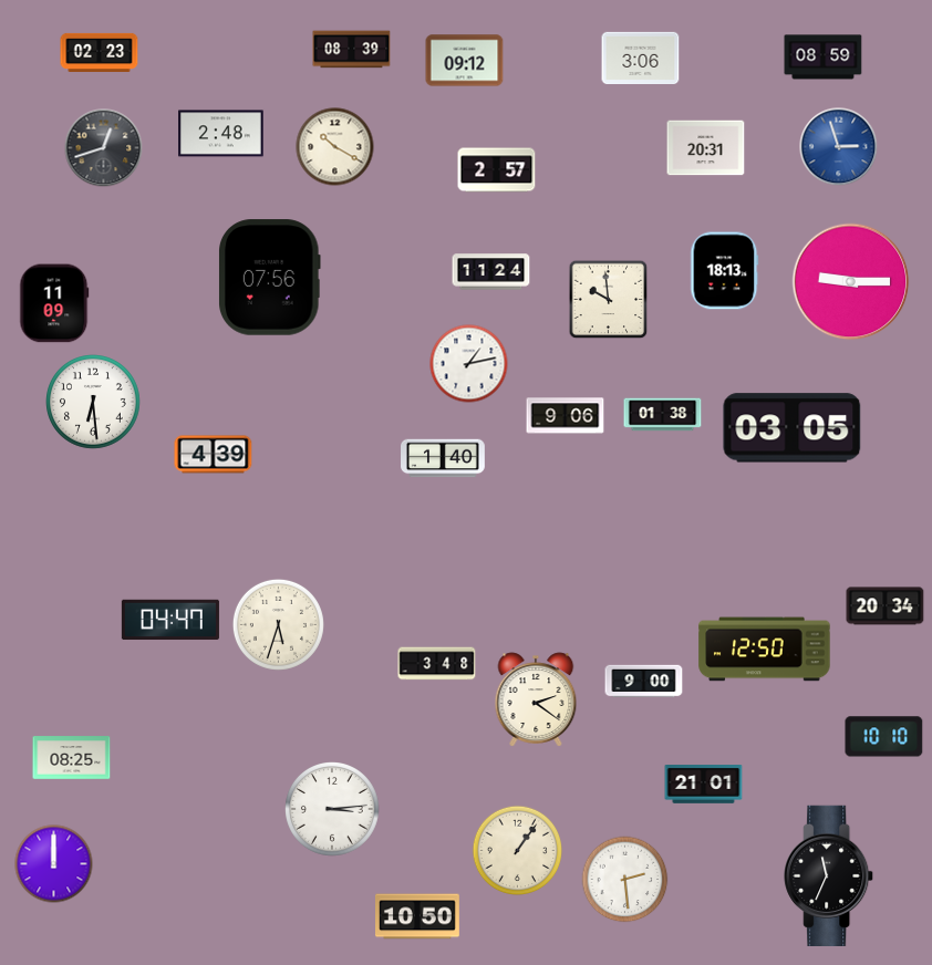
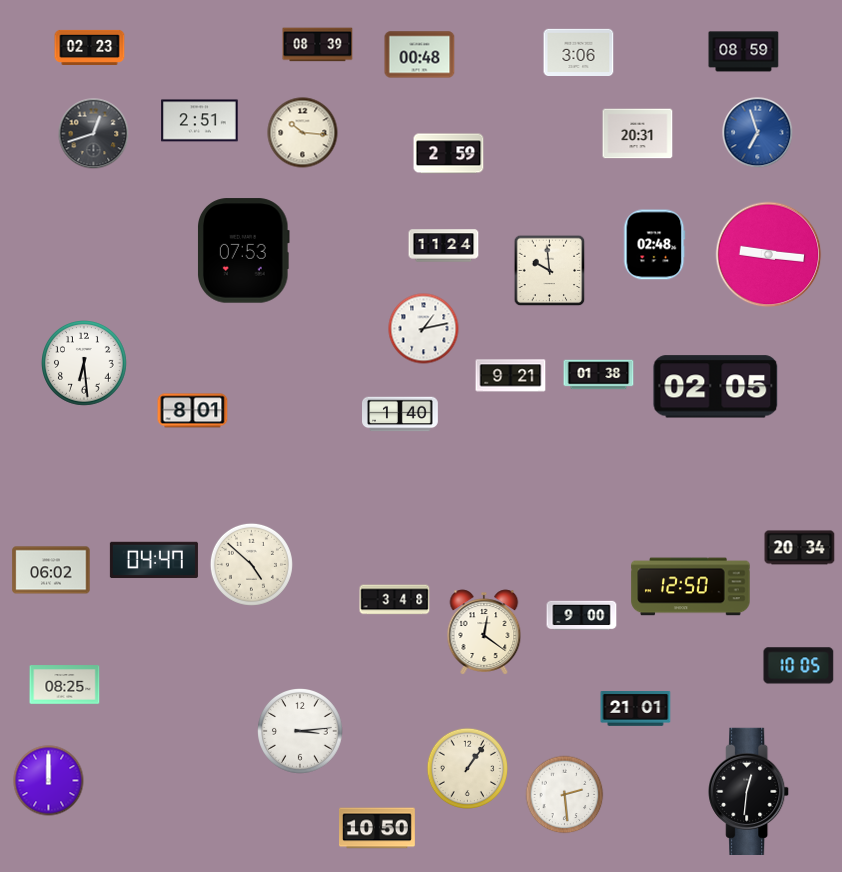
clock at (465, 61): 09:12 -> 00:48
clock at (221, 134): 2:48 -> 2:51
clock at (335, 147): 10:20 -> 10:16
clock at (839, 147): 2:57 -> 6:57
clock at (497, 170): 2:57 -> 2:59
clock at (725, 271): 18:13 -> 02:48
clock at (270, 278): 07:56 -> 07:53
clock at (851, 282): 9:15 -> 9:16
clock at (54, 303): 11:09 -> none
clock at (566, 416): 9:06 -> 9:21
clock at (793, 428): 03:05 -> 02:05
clock at (214, 455): 4:39 -> 8:01
clock at (278, 624): 5:33 -> 4:52
clock at (51, 570): none -> 06:02
clock at (536, 699): 2:21 -> 12:21
clock at (884, 737): 10:10 -> 10:05
clock at (829, 876): 11:34 -> 12:31
